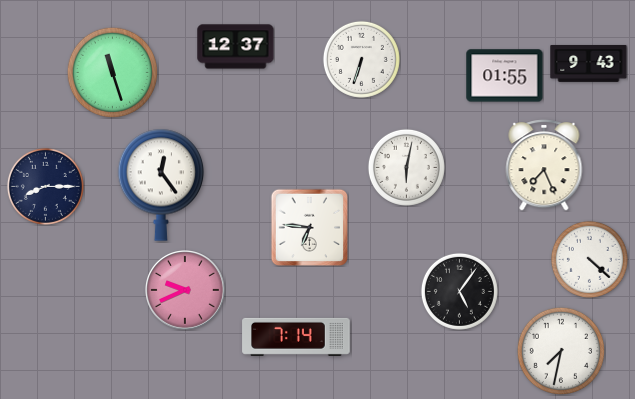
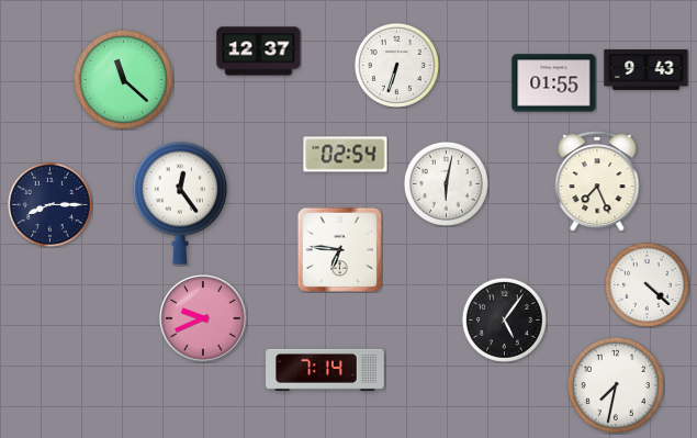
clock at (112, 72): 11:27 -> 11:22
clock at (346, 155): none -> 02:54
clock at (161, 185) position: (161, 185) -> (180, 203)
